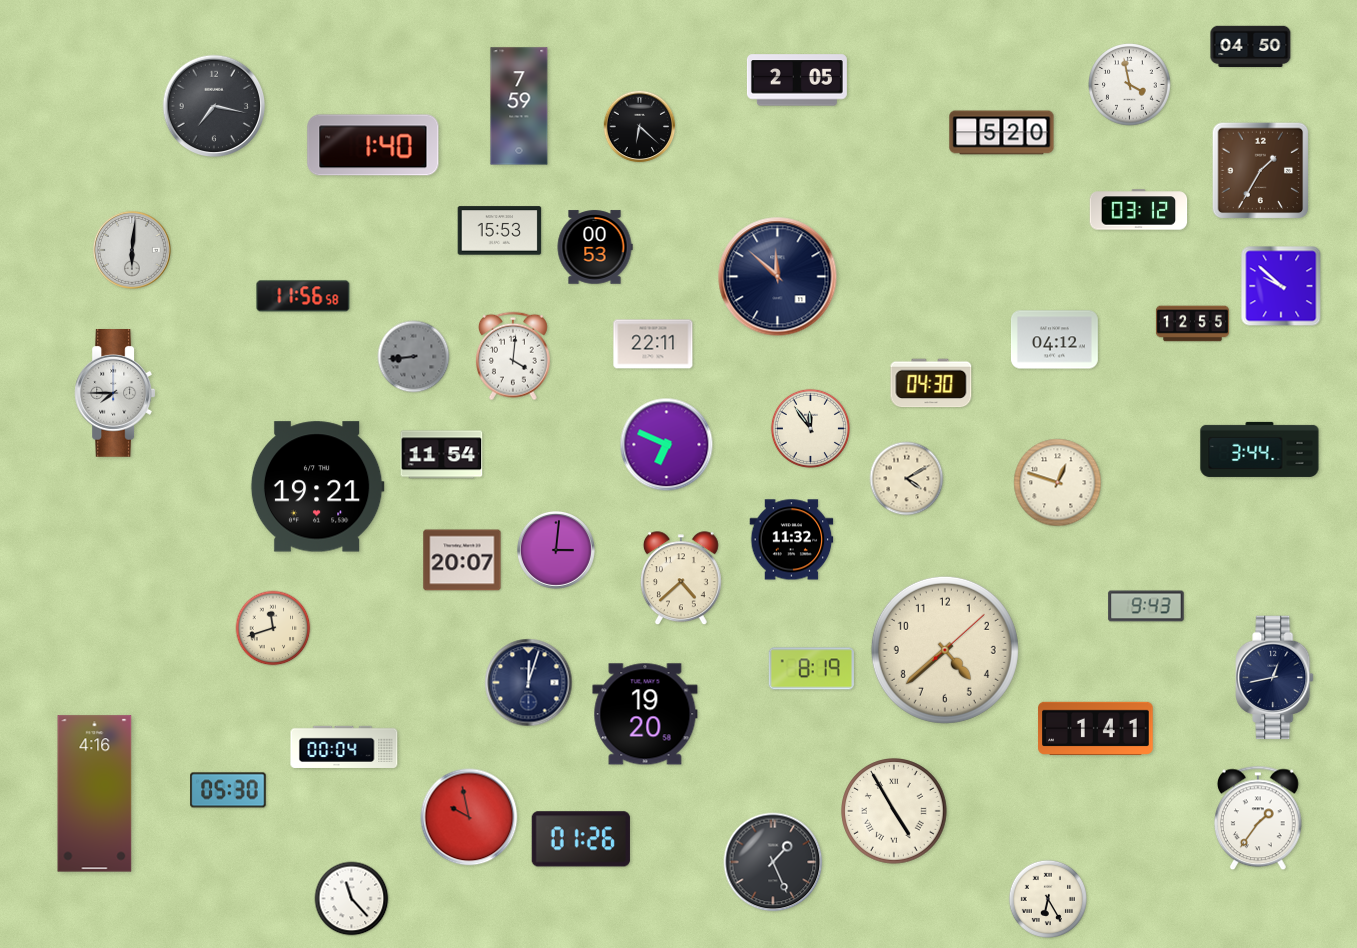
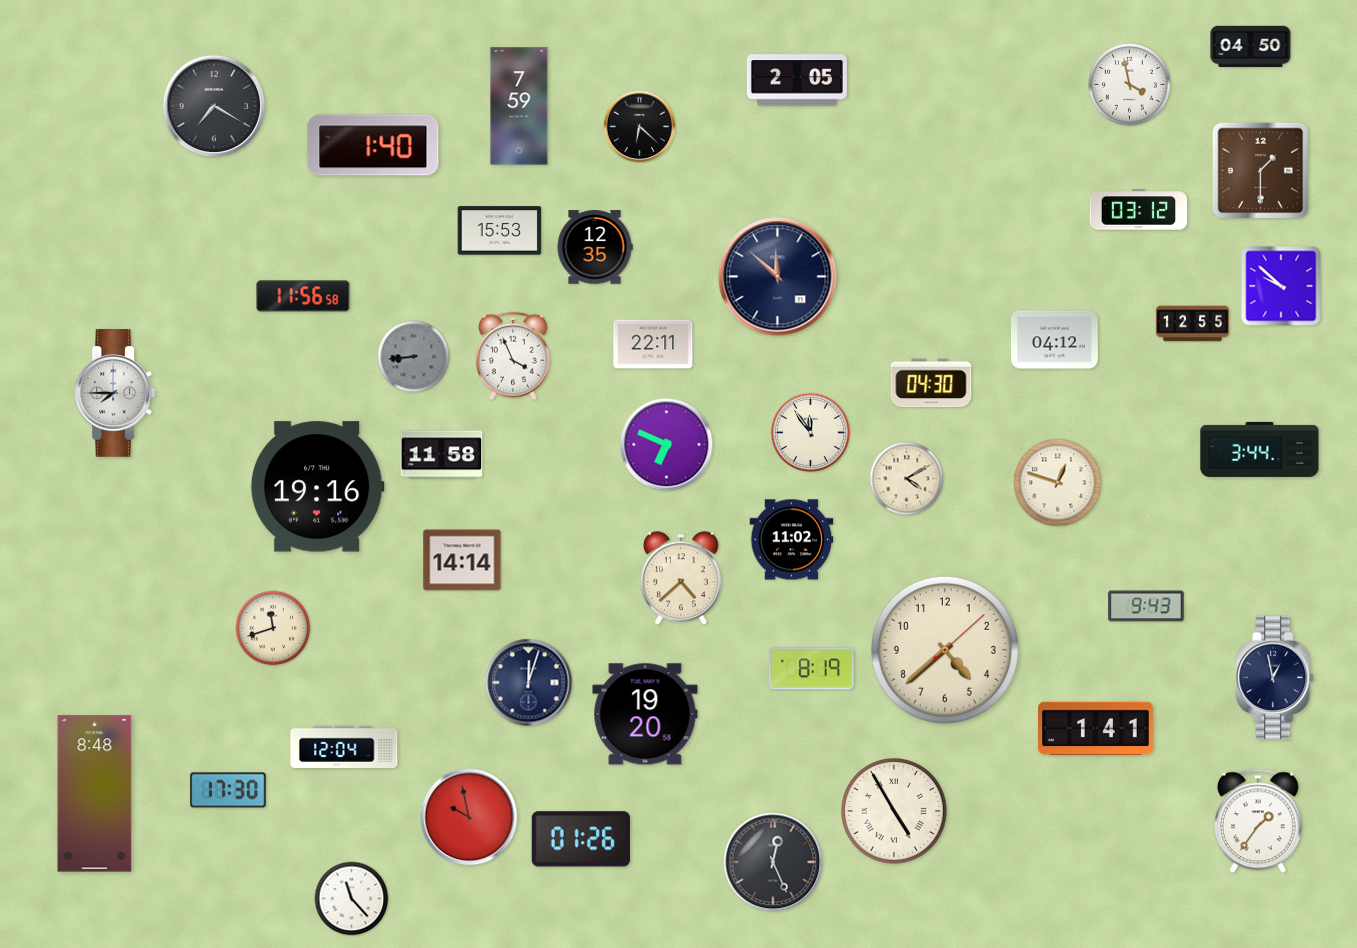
clock at (214, 106): 7:17 -> 7:20
clock at (1002, 133): 5:20 -> none
clock at (1261, 171): 1:35 -> 1:30
clock at (595, 247): 00:53 -> 12:35
clock at (132, 250): 6:01 -> none
clock at (513, 356): 4:01 -> 3:56
clock at (810, 428) position: (810, 428) -> (810, 432)
clock at (442, 455): 11:54 -> 11:58
clock at (317, 487): 19:21 -> 19:16
clock at (792, 540): 11:32 -> 11:02
clock at (556, 550): 3:01 -> none
clock at (462, 560): 20:07 -> 14:14
clock at (1275, 678): 12:43 -> 12:58
clock at (344, 747): 00:04 -> 12:04
clock at (228, 790): 05:30 -> 17:30
clock at (95, 794): 4:16 -> 8:48
clock at (1258, 818) position: (1258, 818) -> (1258, 821)
clock at (773, 862): 1:26 -> 12:26
clock at (1047, 898): 6:25 -> none
